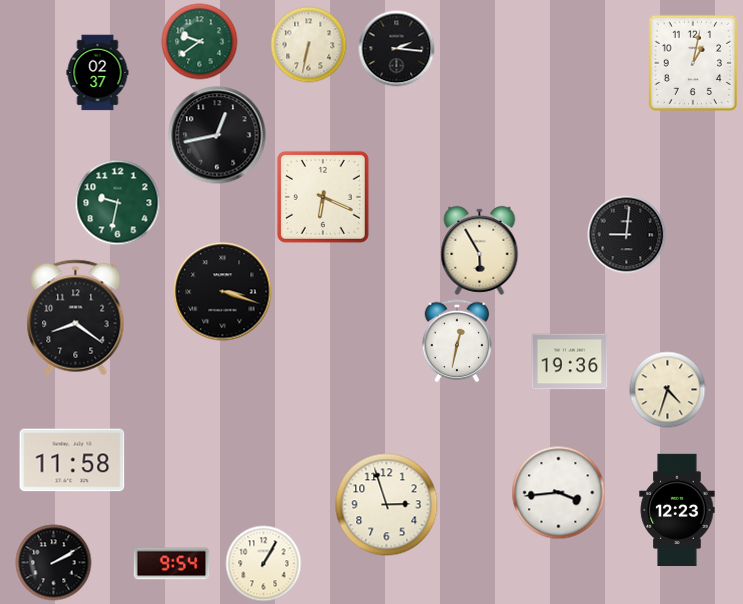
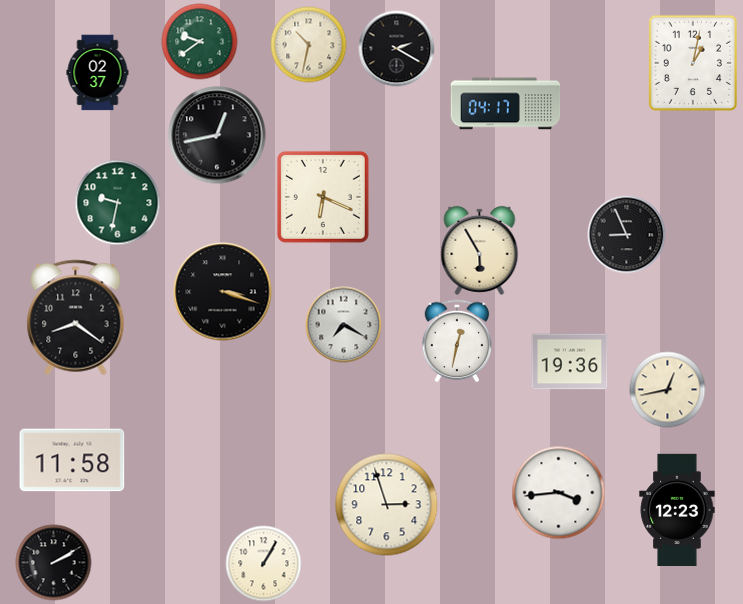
clock at (309, 45): 6:32 -> 10:32
clock at (397, 49): 2:16 -> 2:20
clock at (506, 104): none -> 04:17
clock at (627, 235): 9:01 -> 8:56
clock at (344, 325): none -> 7:20
clock at (668, 390): 4:33 -> 12:43
clock at (172, 564): 9:54 -> none
